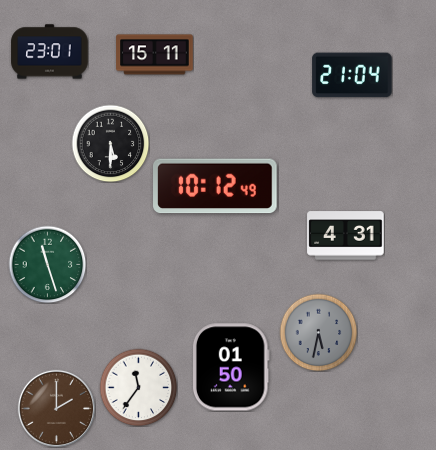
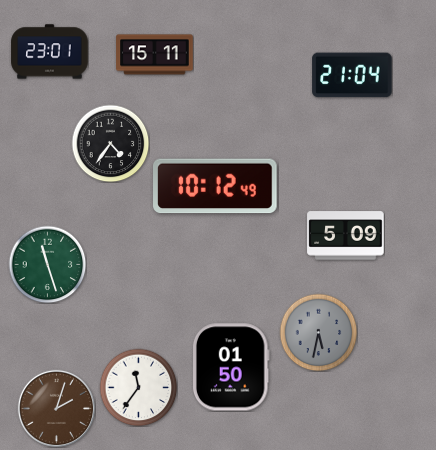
clock at (110, 143): 5:30 -> 4:36
clock at (346, 236): 4:31 -> 5:09
clock at (56, 408): 2:00 -> 2:03
